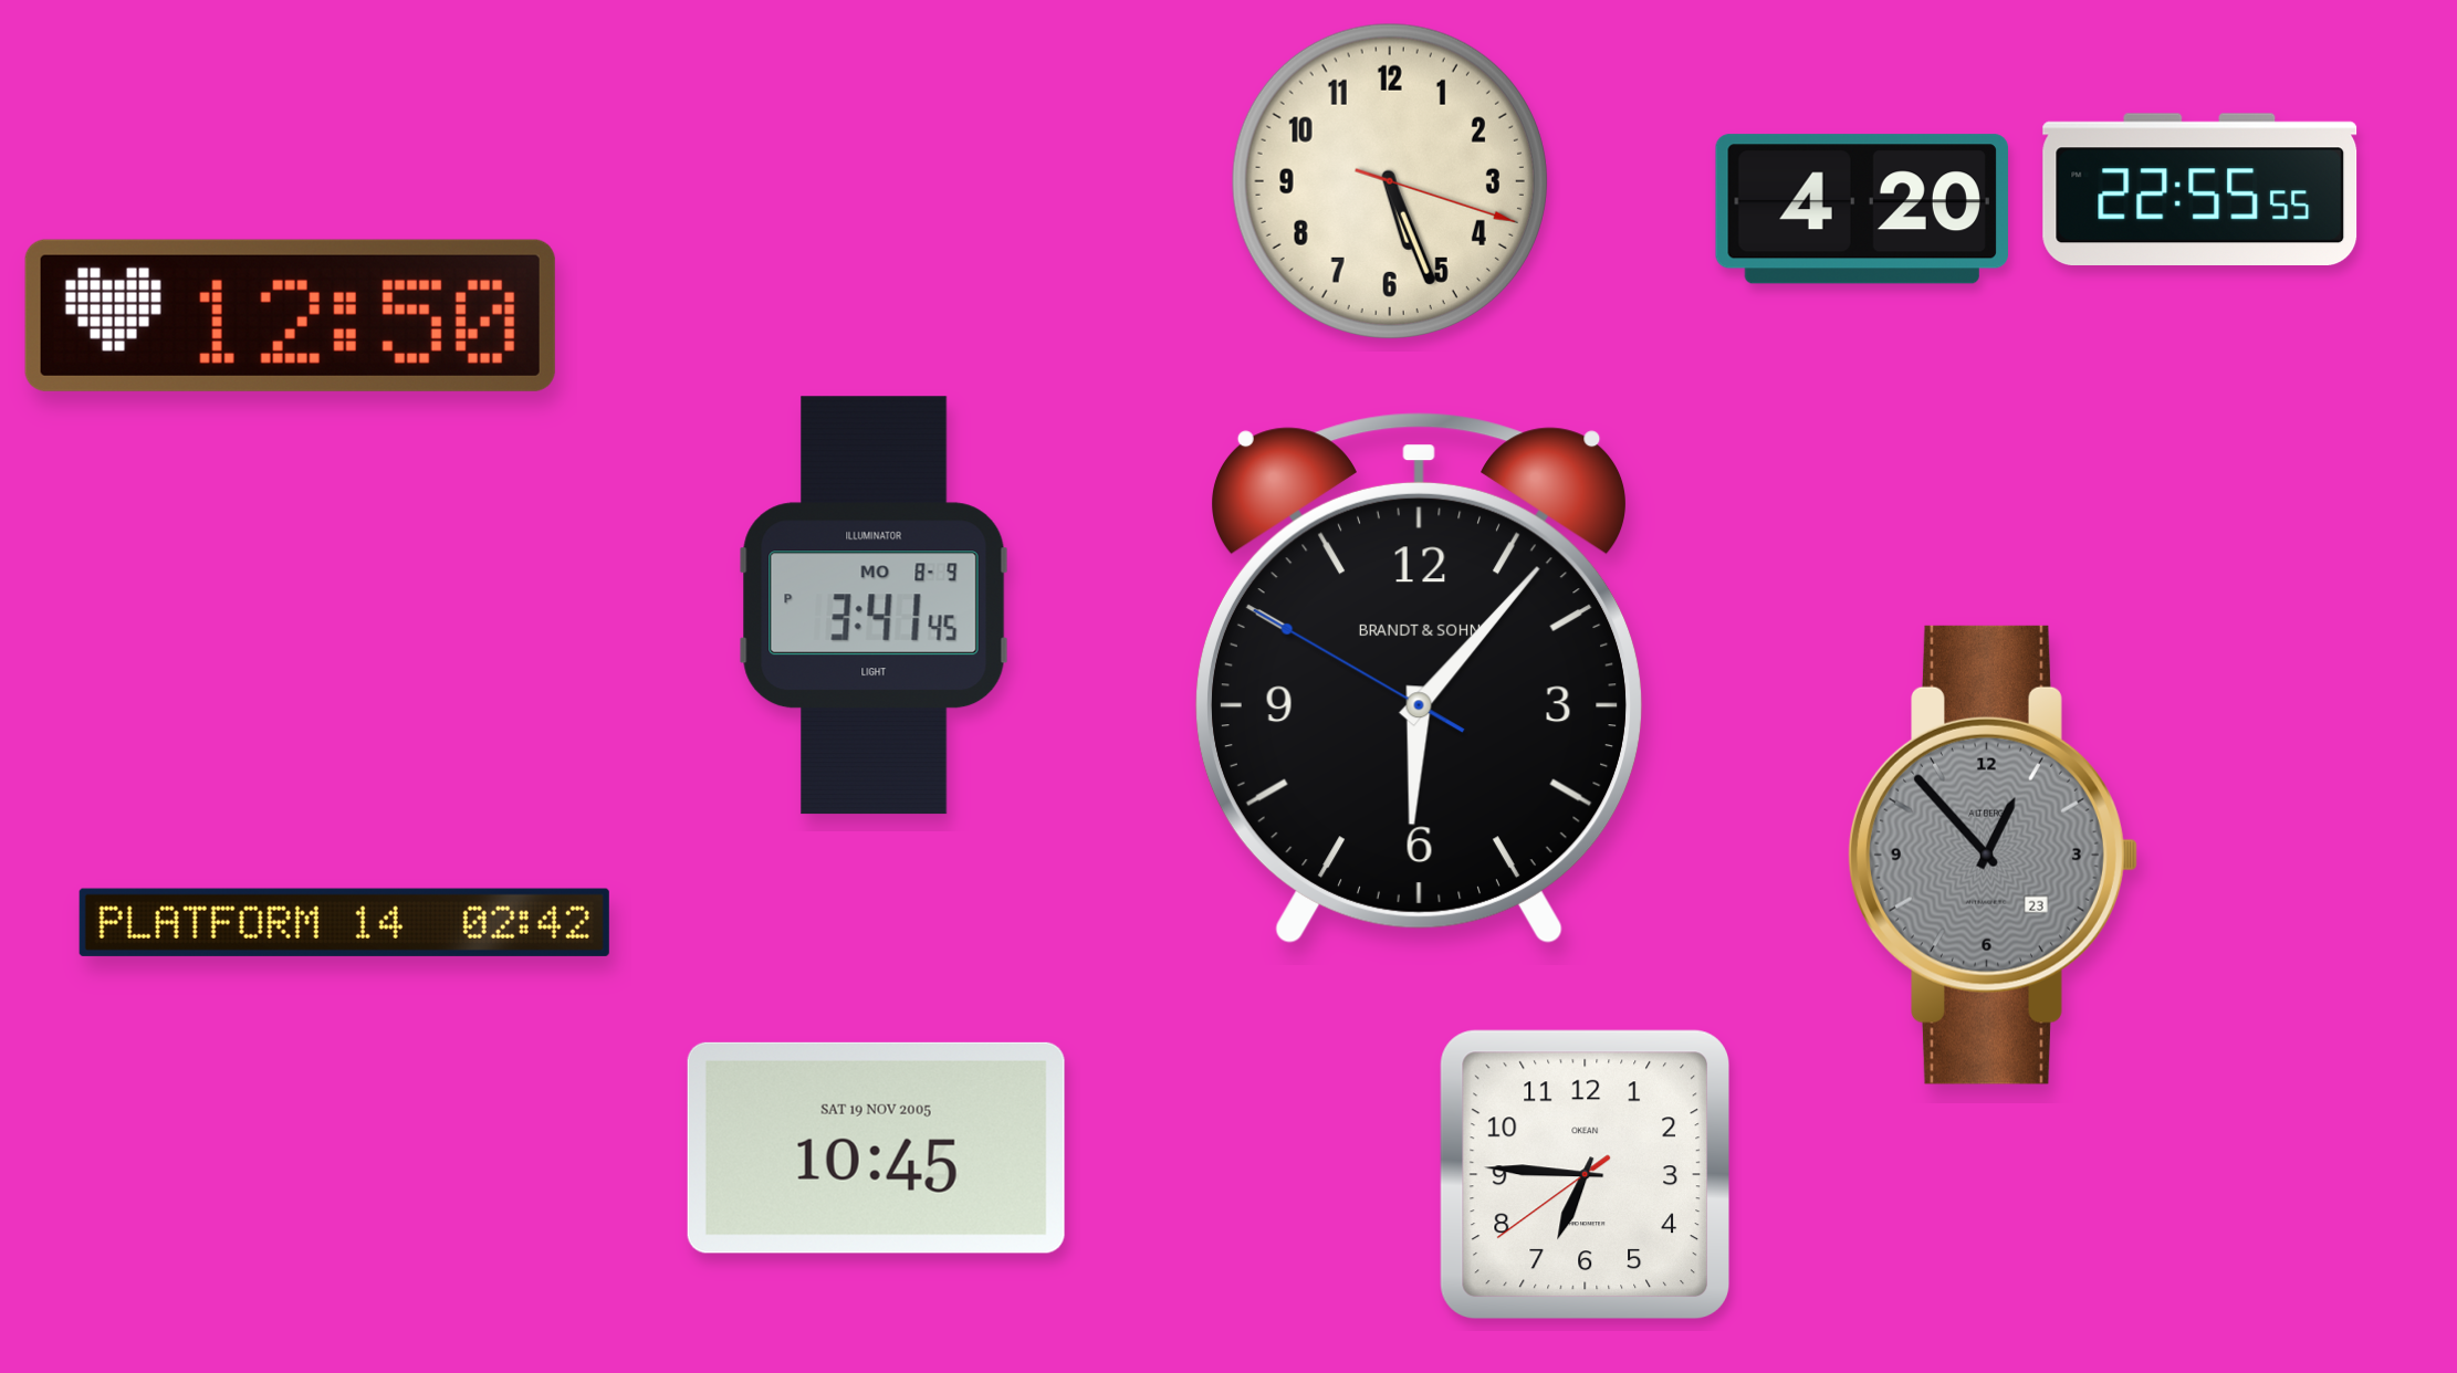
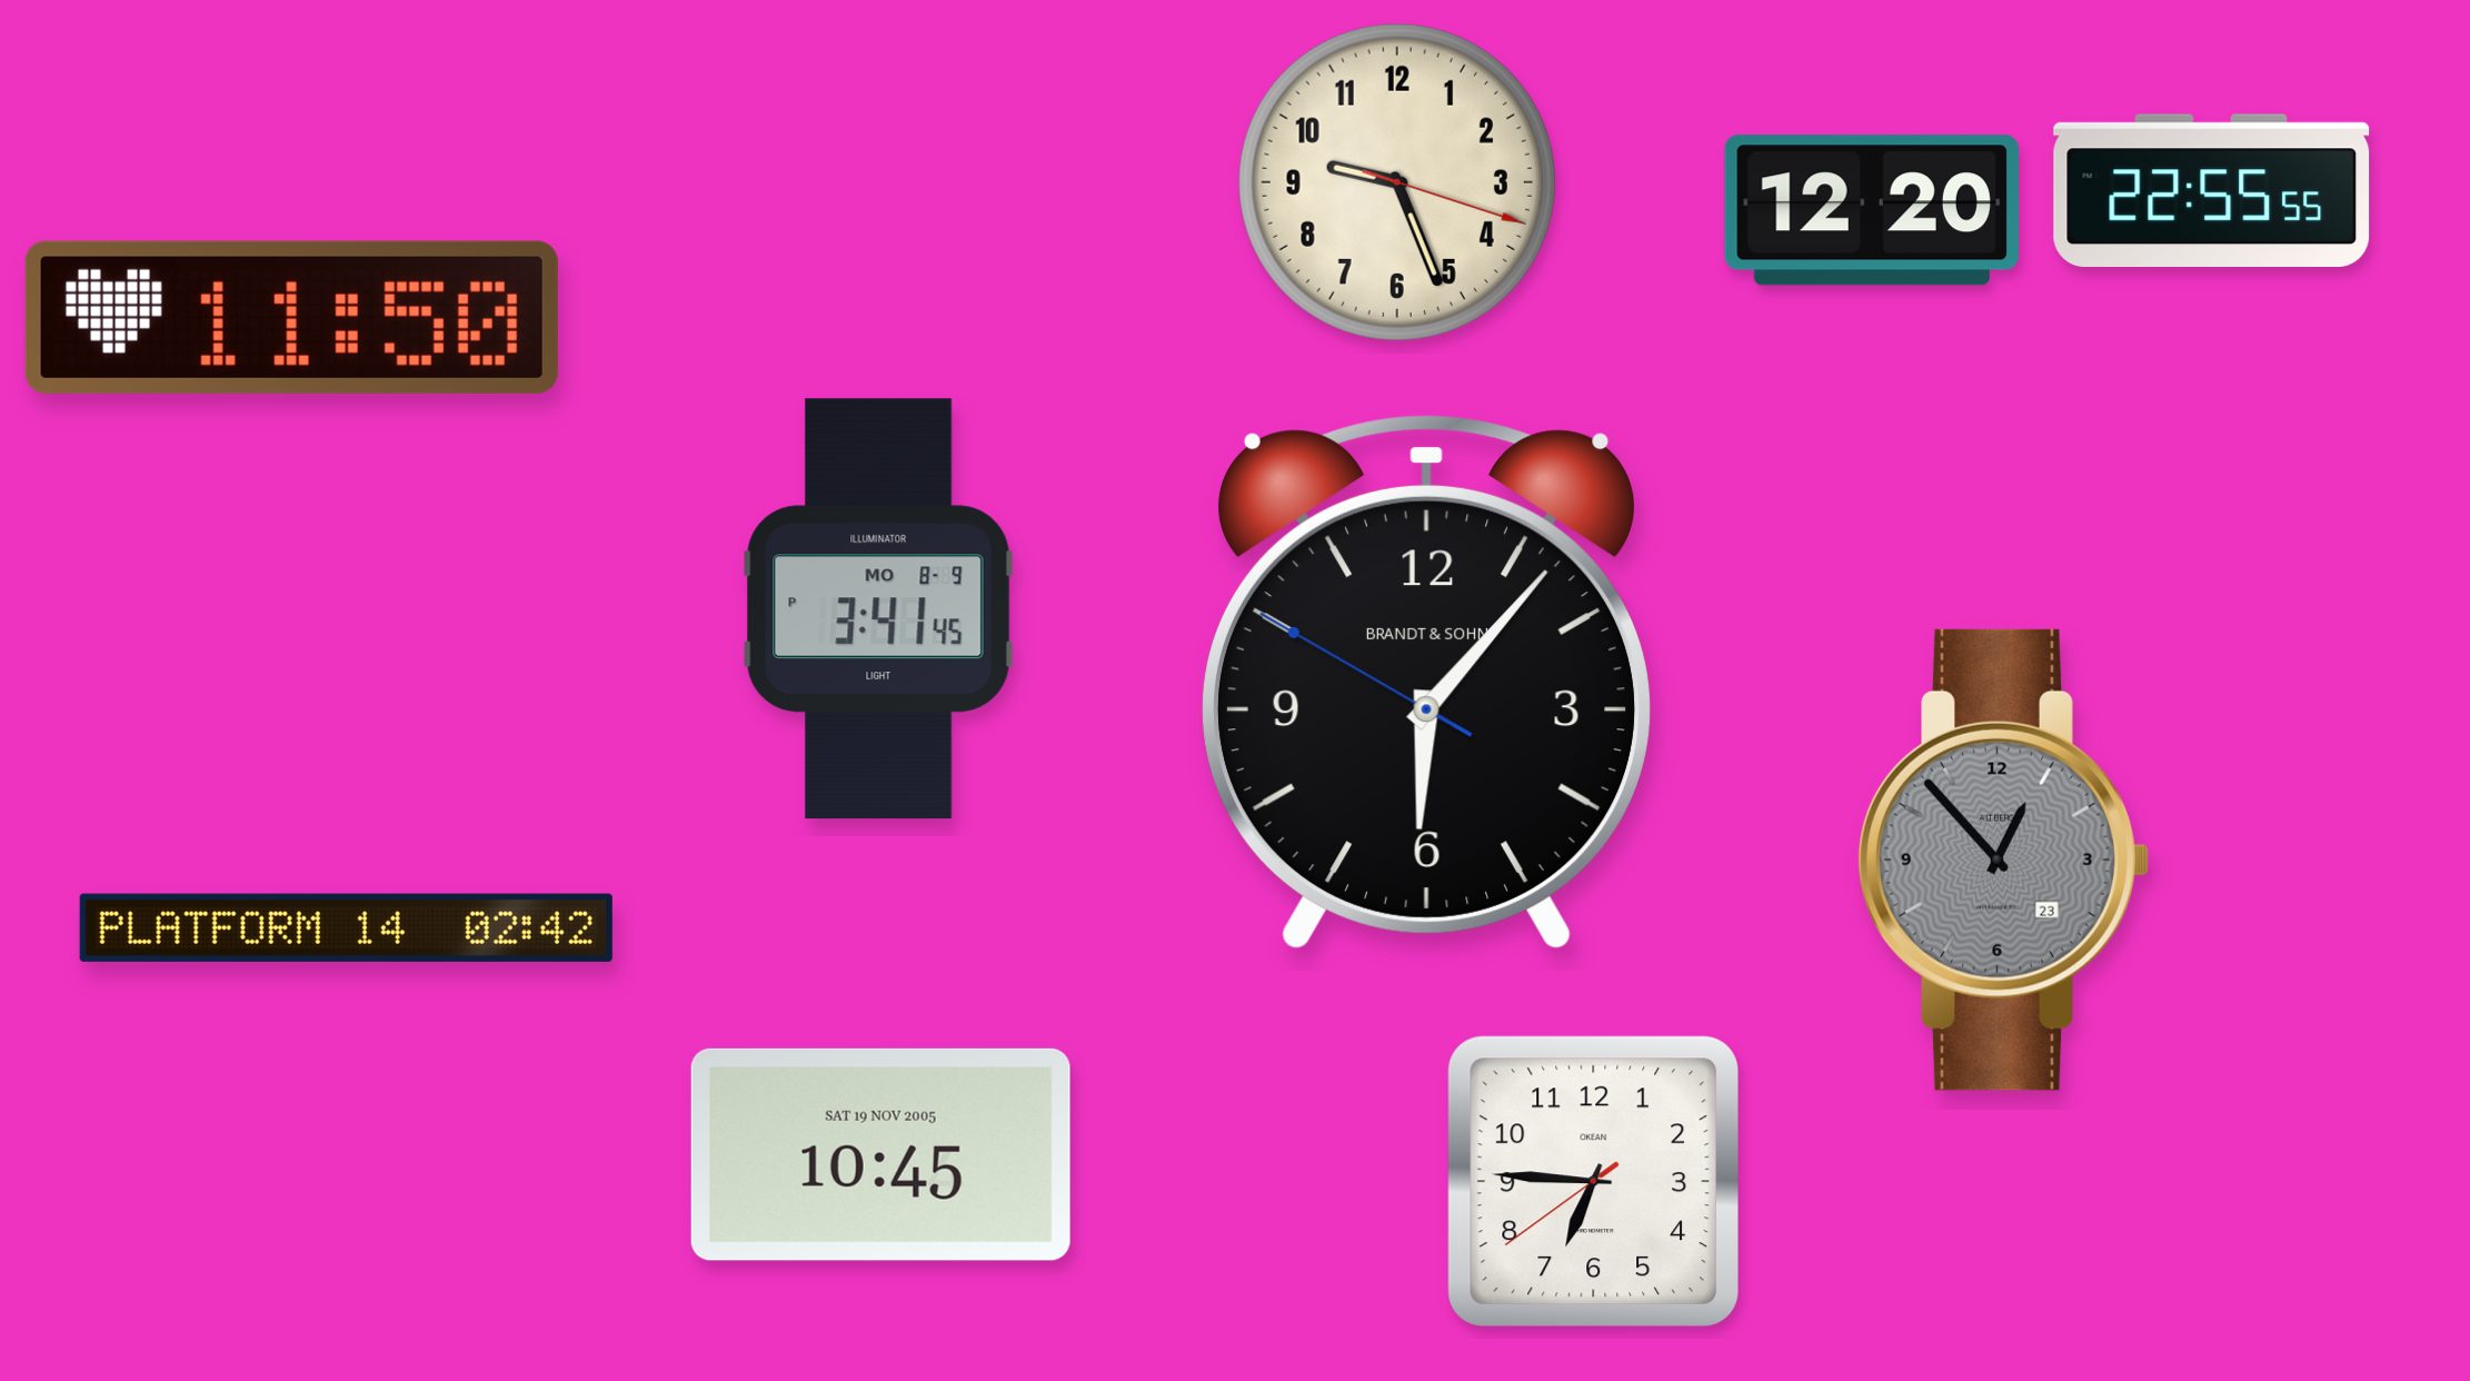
clock at (1390, 181): 5:26 -> 9:26
clock at (1862, 209): 4:20 -> 12:20
clock at (290, 315): 12:50 -> 11:50
